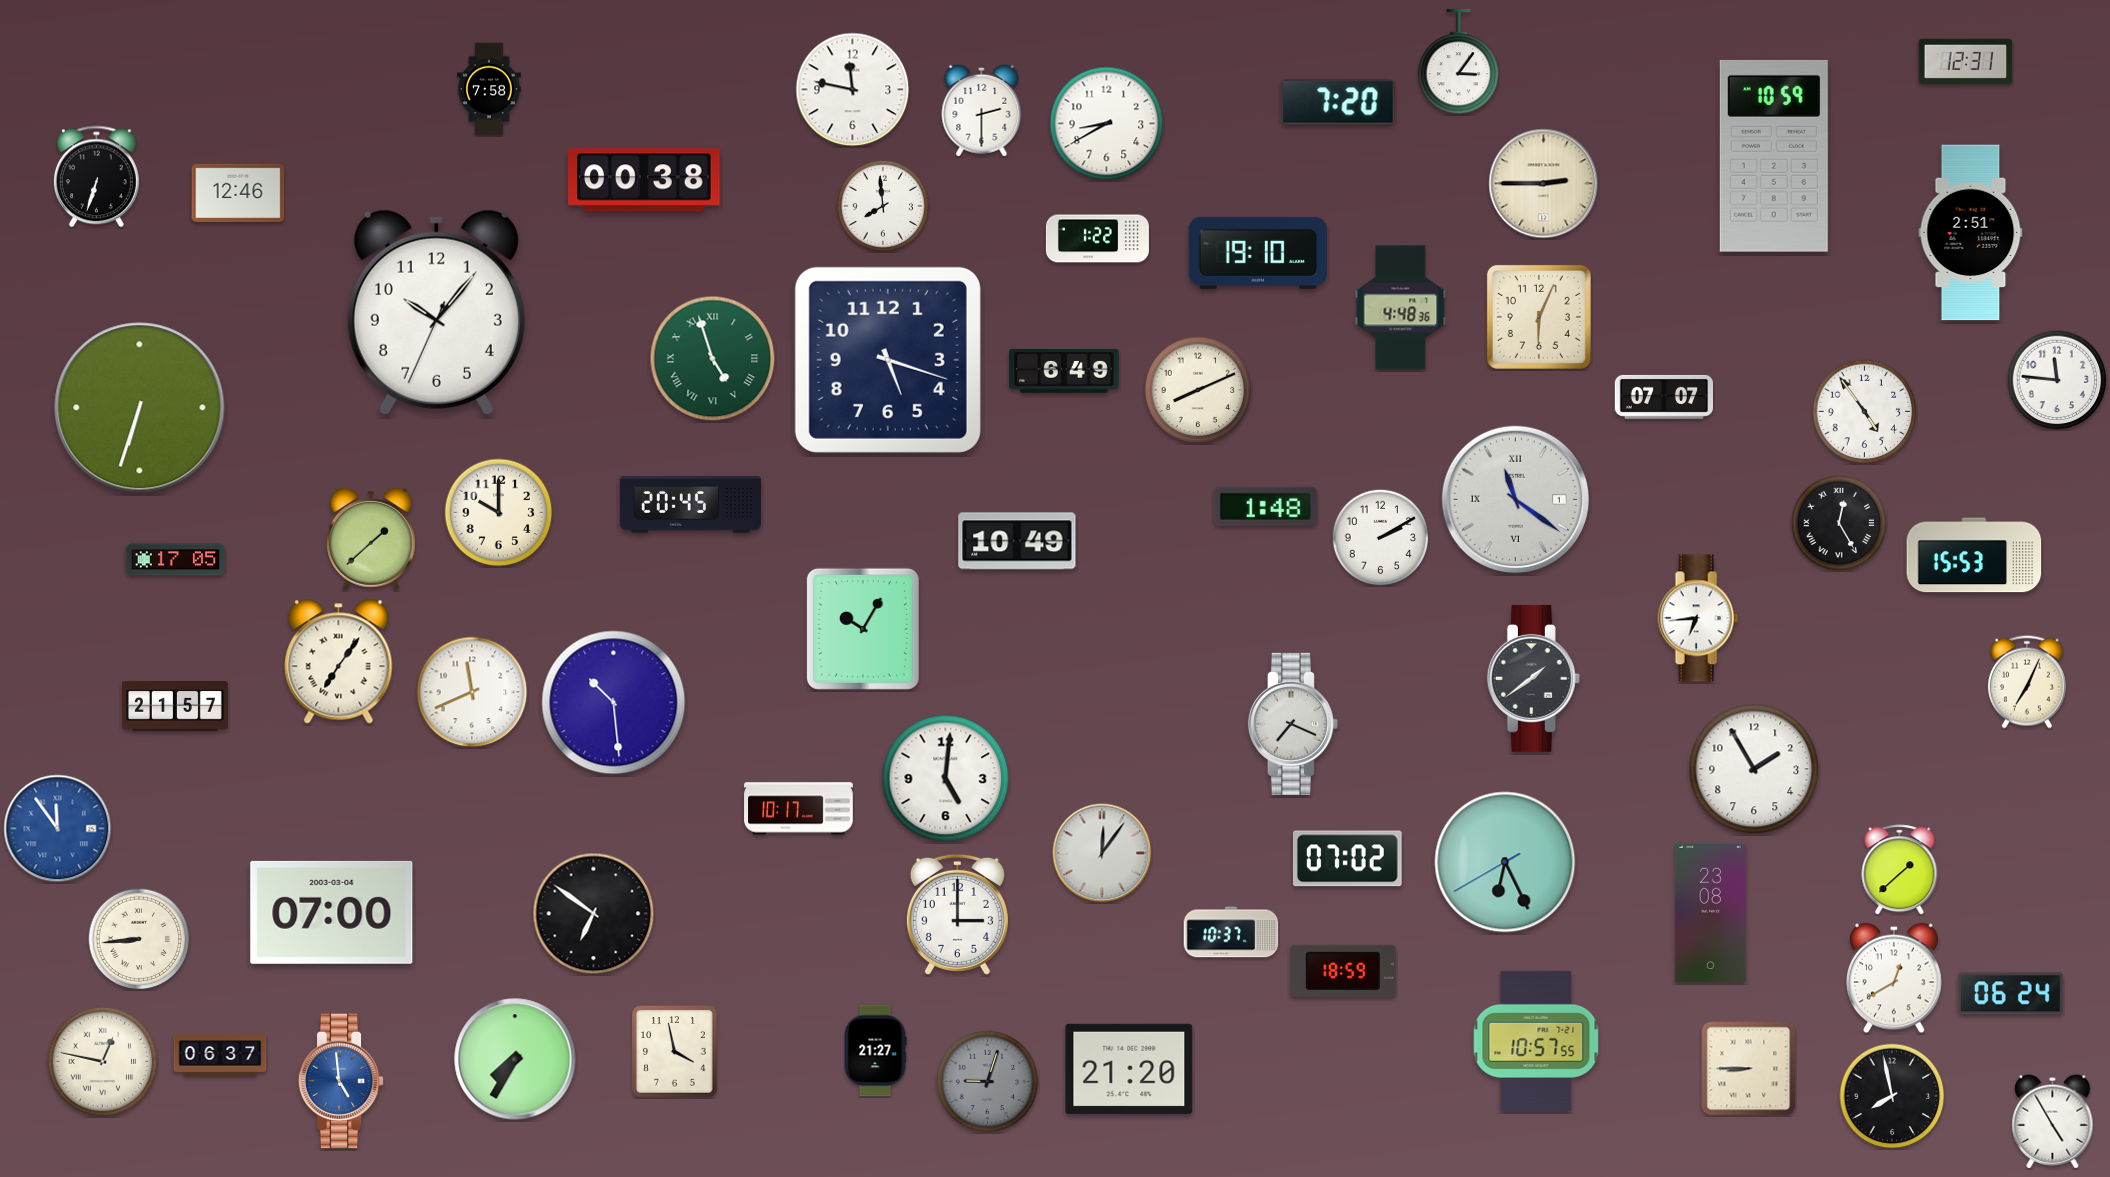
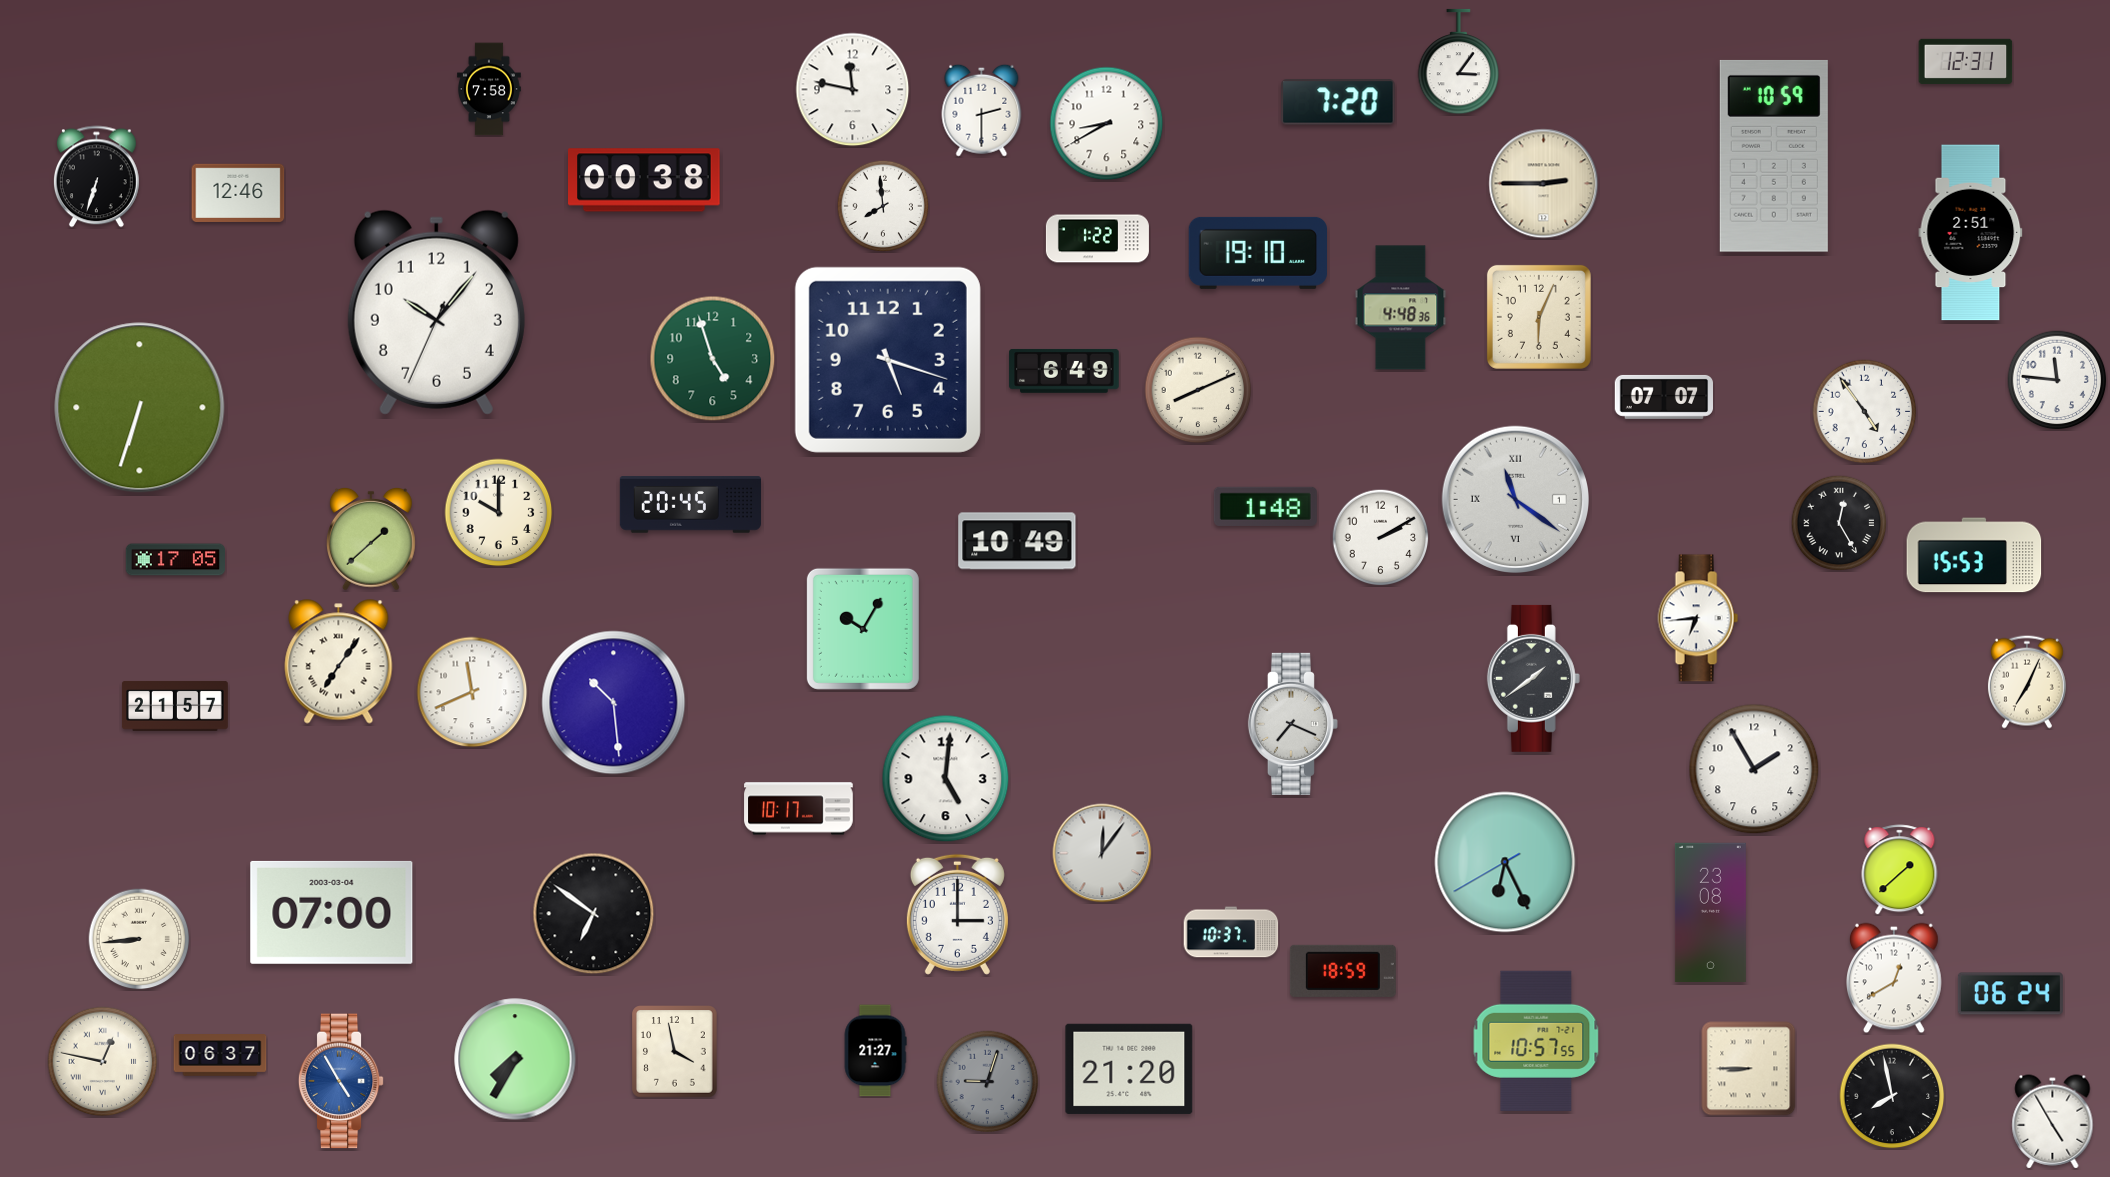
clock at (713, 359) numerals: Roman -> Arabic
clock at (58, 829): 11:54 -> none
clock at (1347, 859): 07:02 -> none
clock at (341, 1081): 4:59 -> 4:55
